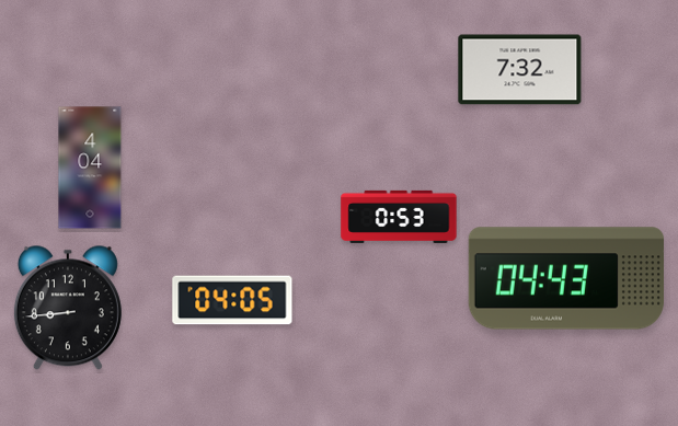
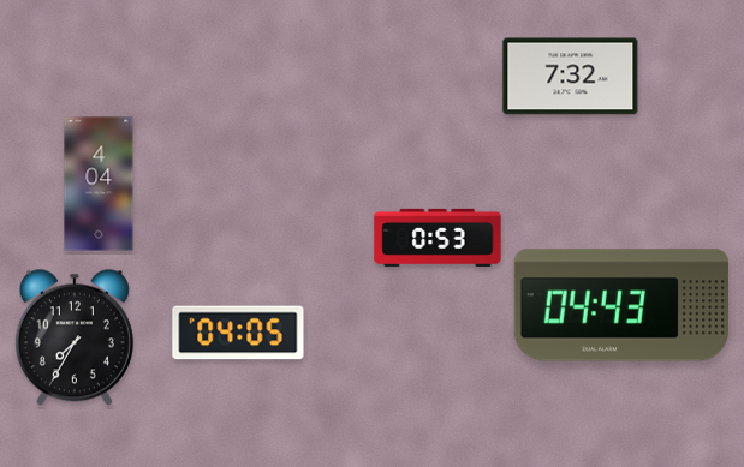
clock at (232, 300) position: (232, 300) -> (238, 333)
clock at (68, 308): 8:44 -> 7:35
